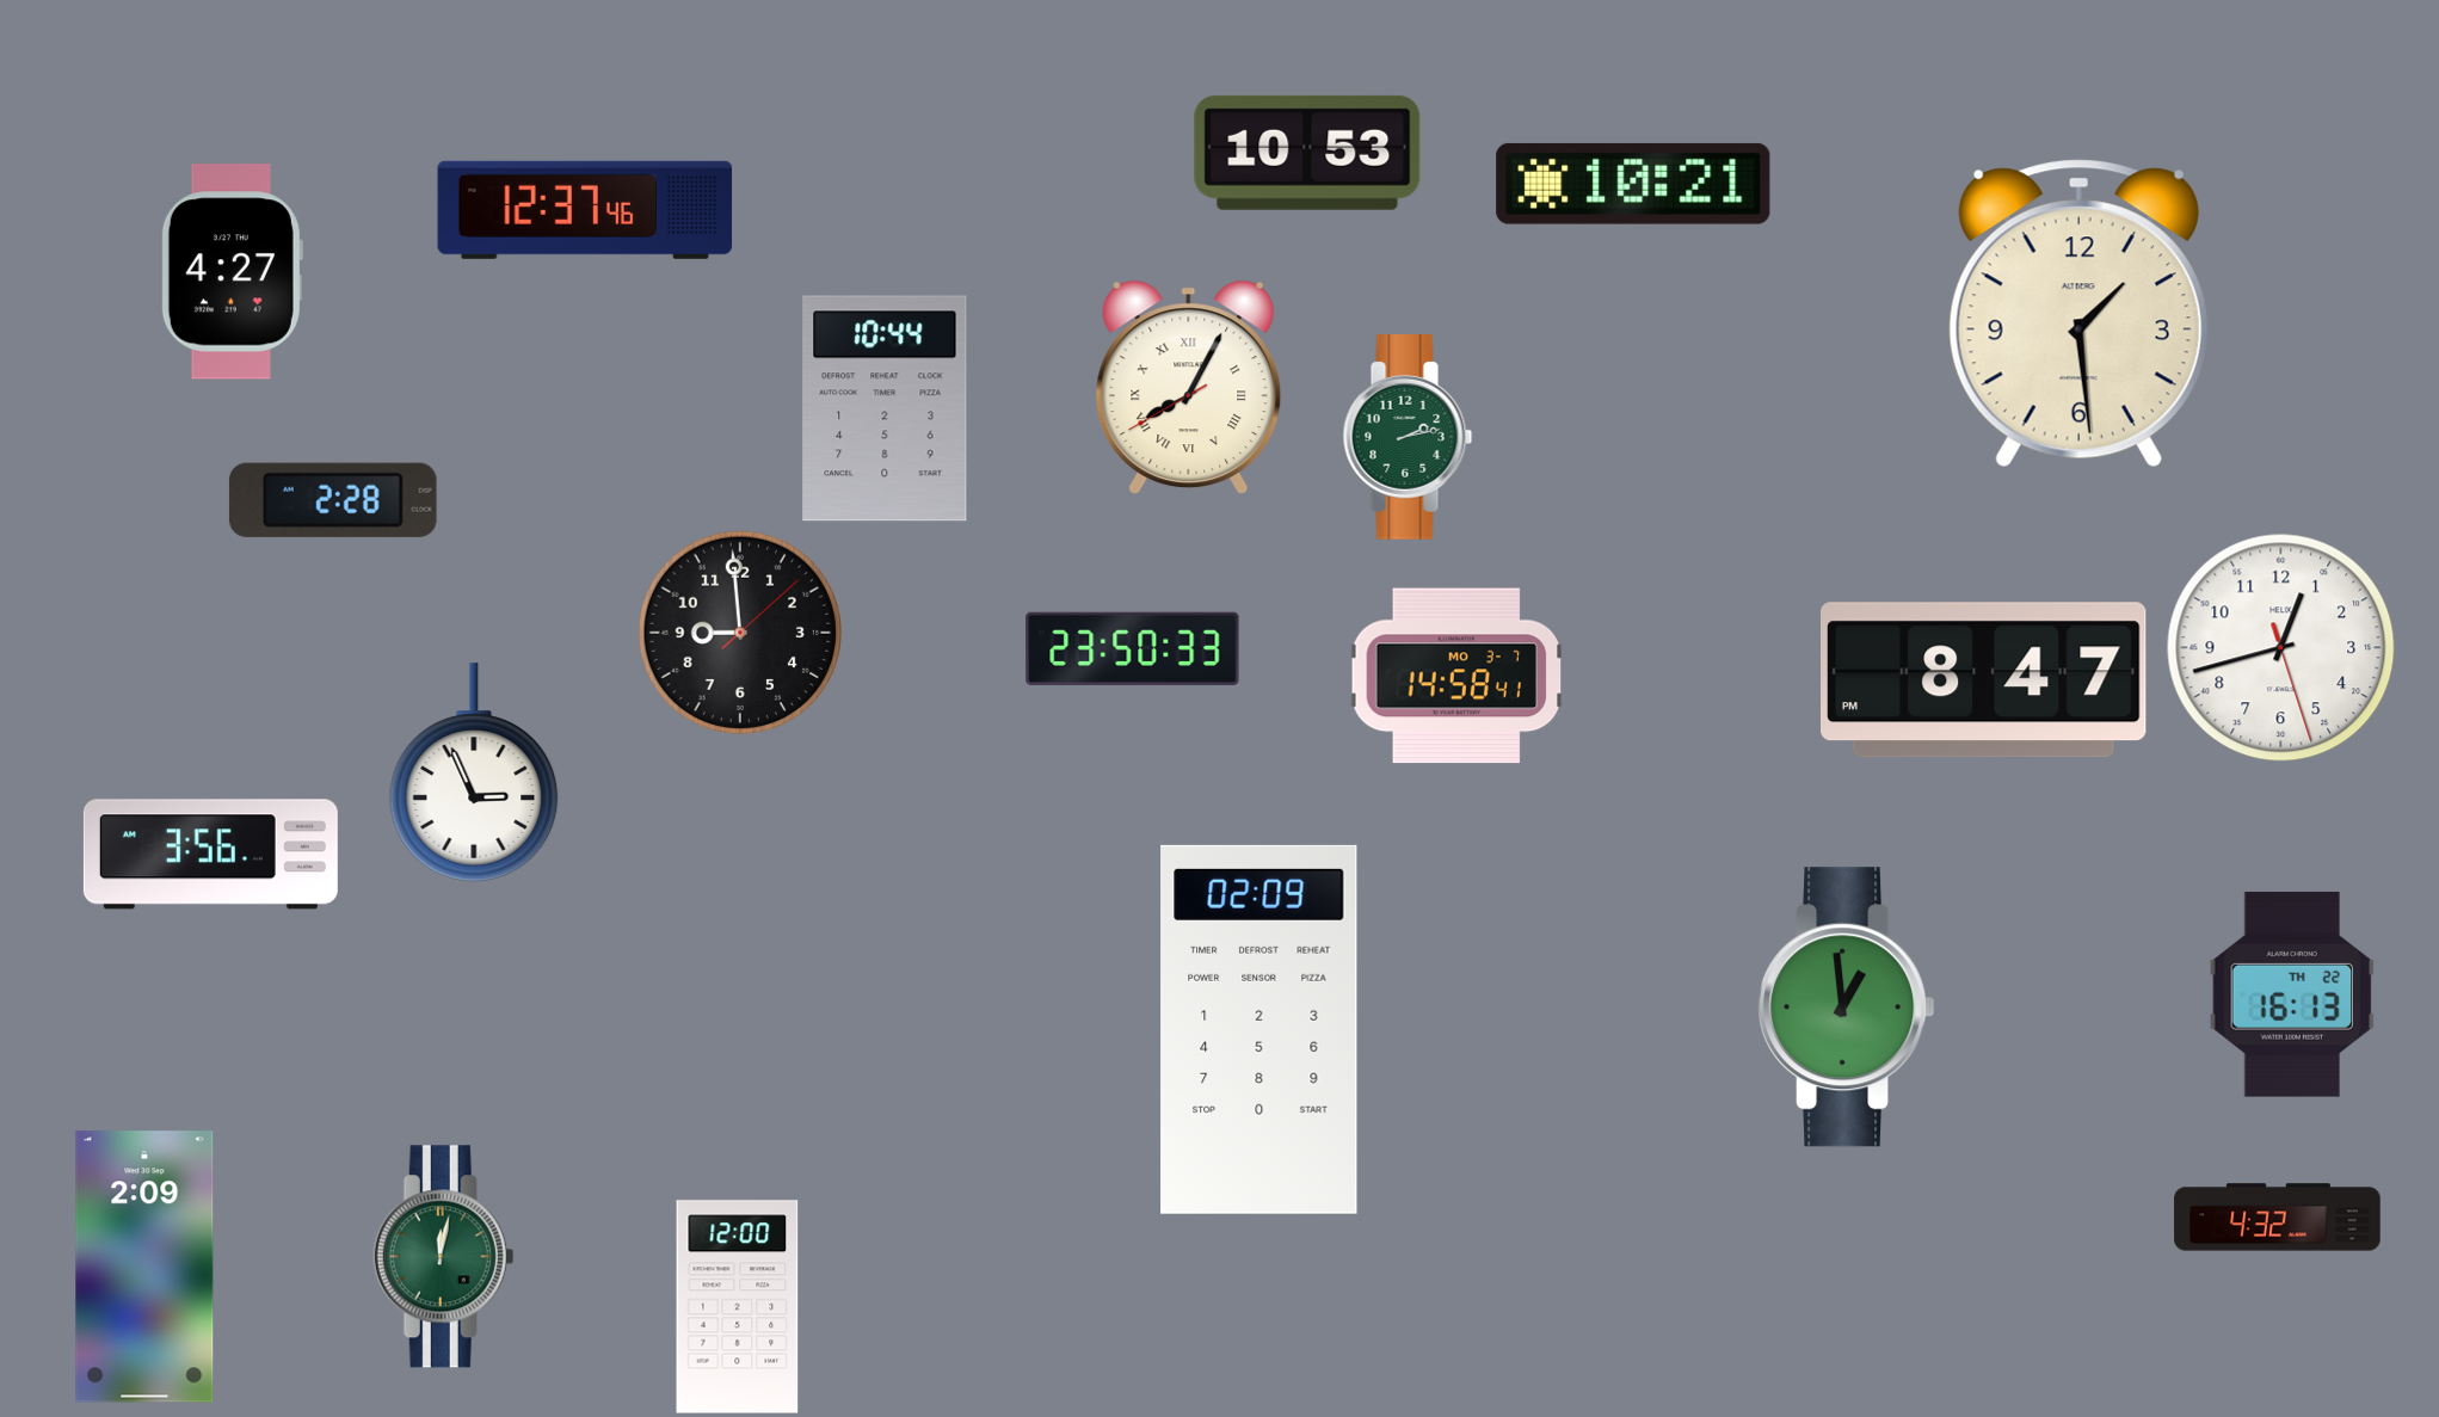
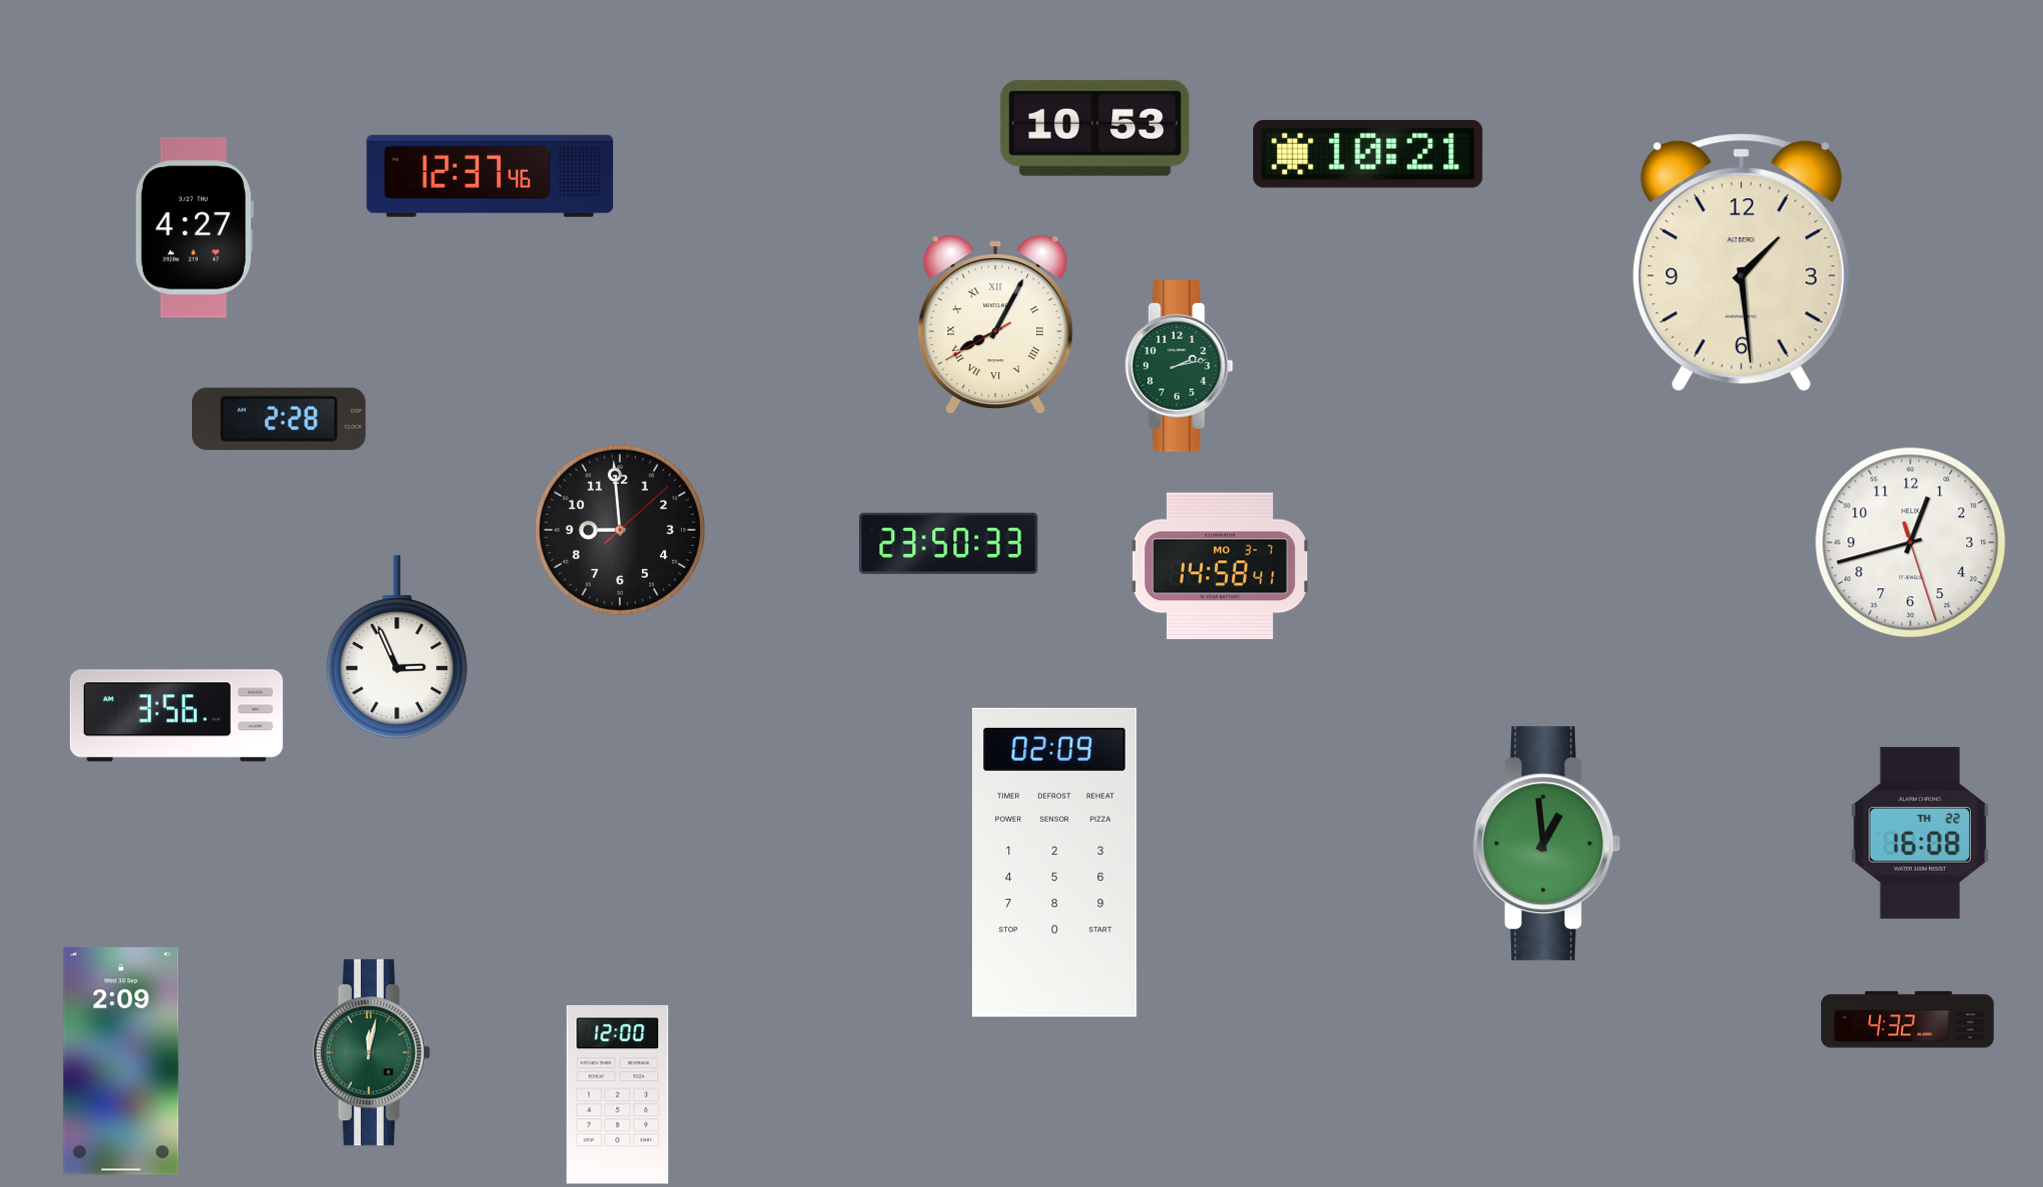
clock at (885, 408): 10:44 -> none
clock at (1984, 680): 8:47 -> none
clock at (2292, 994): 16:13 -> 16:08
